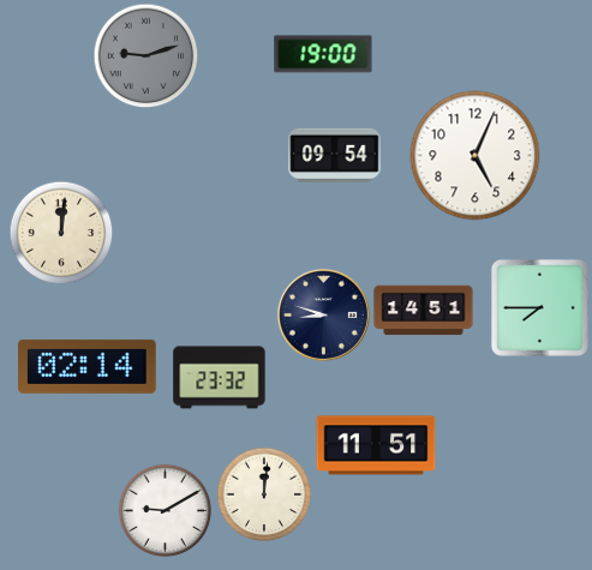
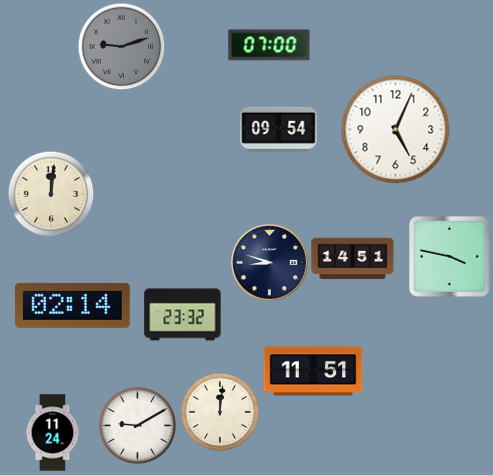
clock at (323, 54): 19:00 -> 07:00
clock at (539, 307): 7:45 -> 3:47
clock at (53, 433): none -> 11:24
